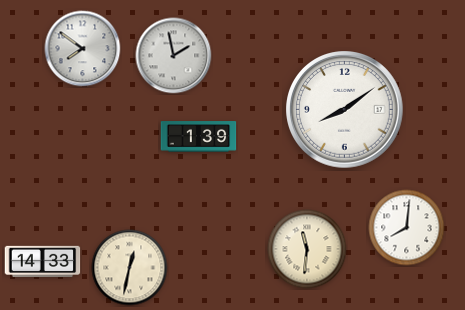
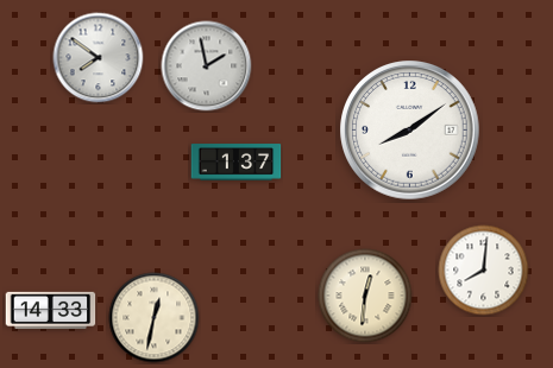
clock at (199, 137): 1:39 -> 1:37
clock at (307, 249): 11:31 -> 12:31
